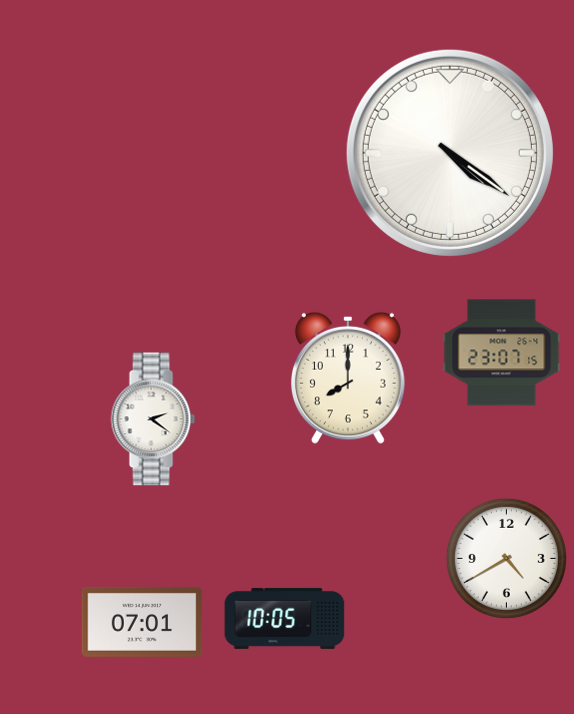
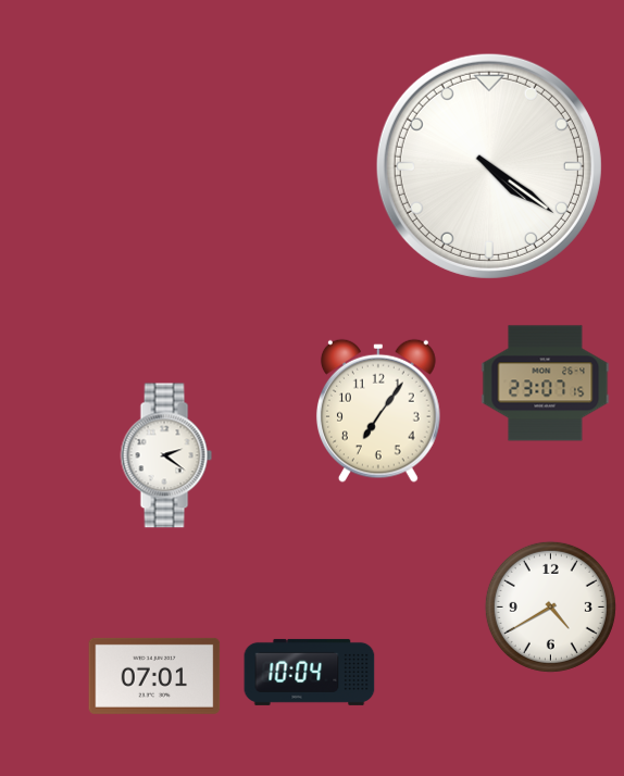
clock at (348, 378): 8:00 -> 7:06
clock at (285, 618): 10:05 -> 10:04
